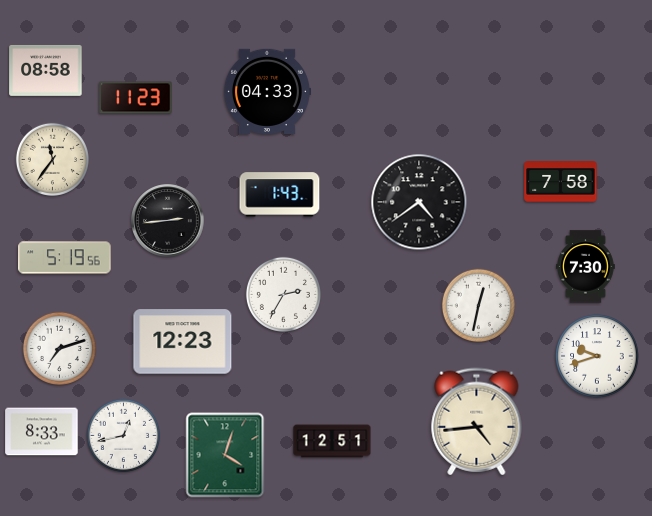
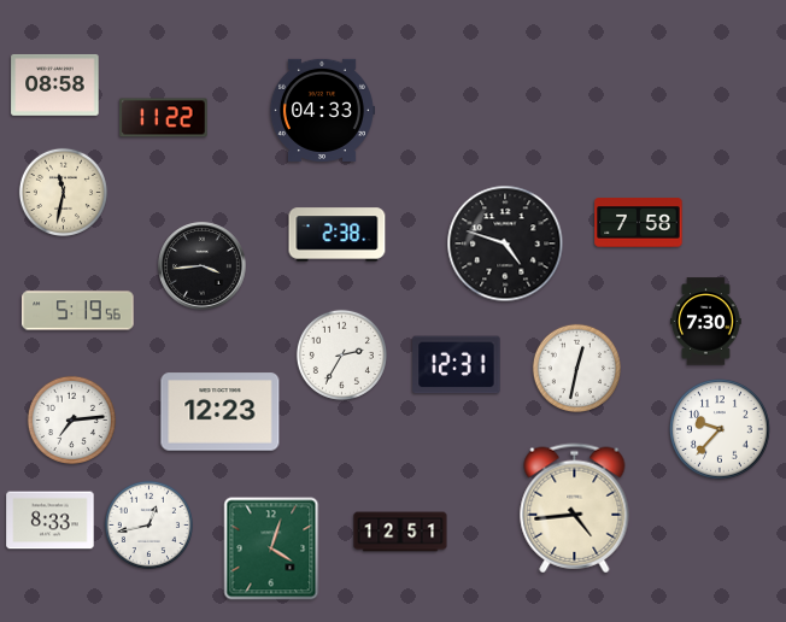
clock at (136, 98): 11:23 -> 11:22
clock at (52, 159): 11:36 -> 11:32
clock at (561, 182) position: (561, 182) -> (639, 223)
clock at (280, 195): 1:43 -> 2:38
clock at (419, 202): 4:39 -> 4:48
clock at (168, 221): 2:44 -> 3:44
clock at (457, 365): none -> 12:31
clock at (59, 348): 7:12 -> 7:14
clock at (597, 356): 9:42 -> 9:37
